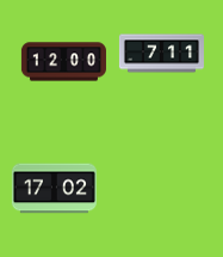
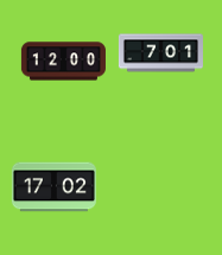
clock at (161, 54): 7:11 -> 7:01
